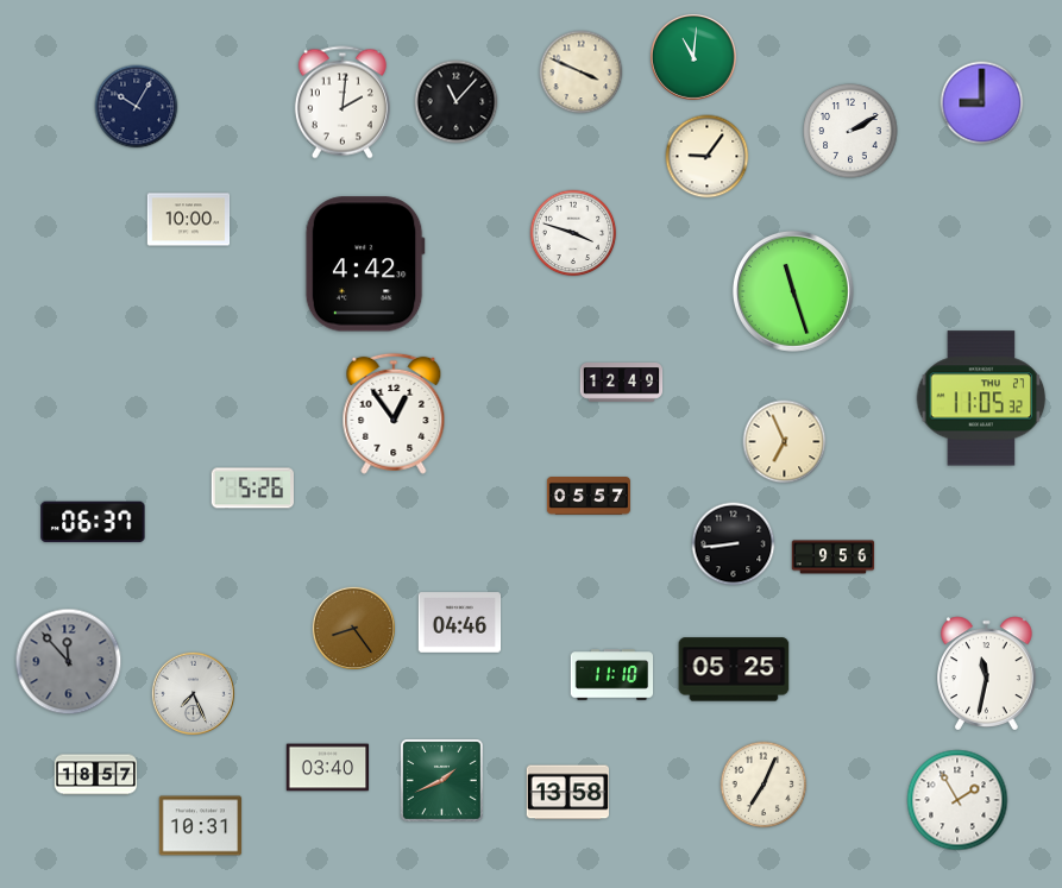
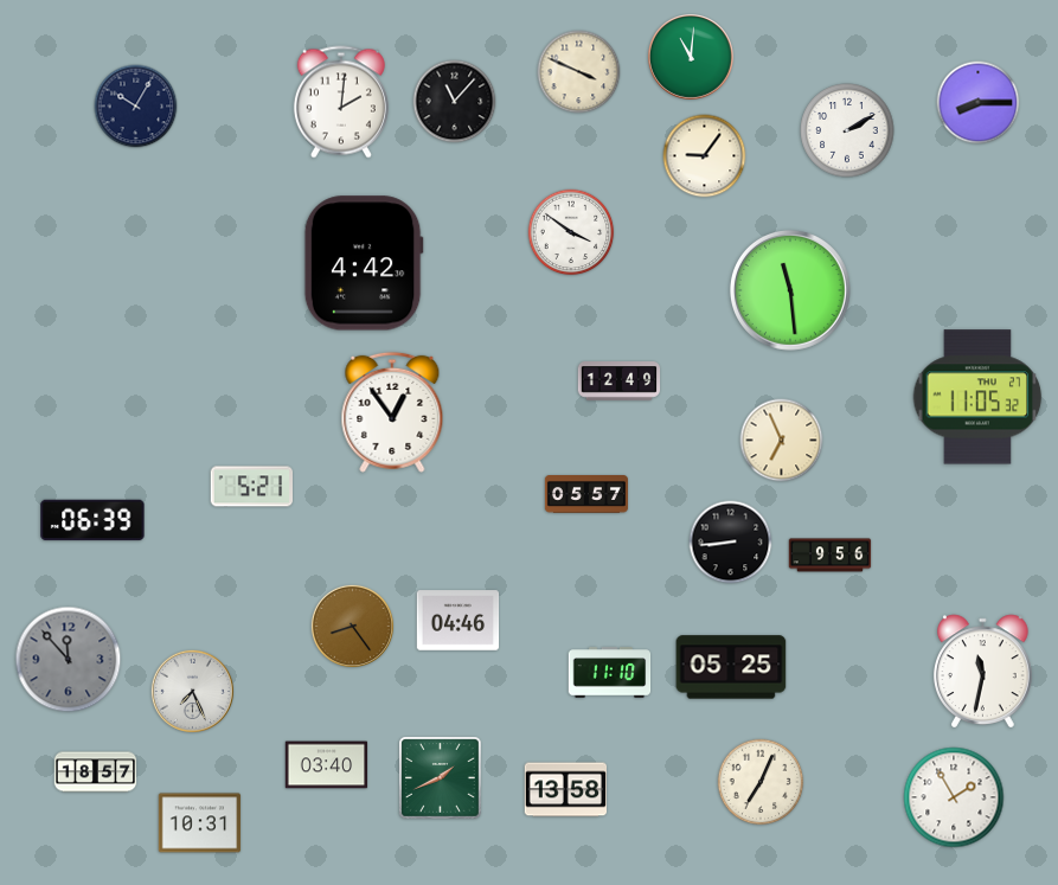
clock at (982, 103): 9:00 -> 8:15
clock at (189, 220): 10:00 -> none
clock at (573, 233): 3:48 -> 3:51
clock at (793, 291): 11:27 -> 11:29
clock at (252, 489): 5:26 -> 5:21
clock at (93, 522): 06:37 -> 06:39
